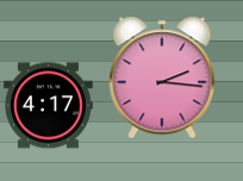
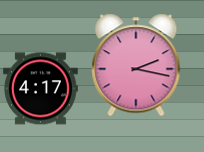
clock at (162, 77): 2:16 -> 2:17
